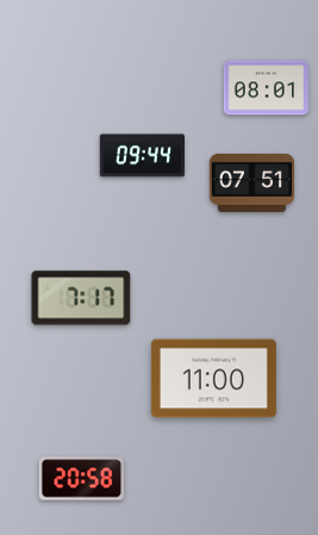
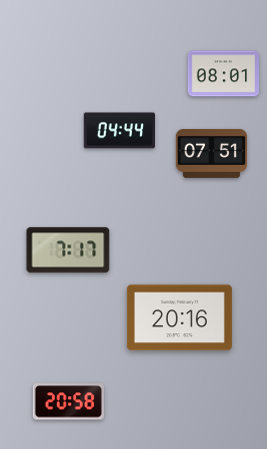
clock at (142, 156): 09:44 -> 04:44
clock at (213, 379): 11:00 -> 20:16
